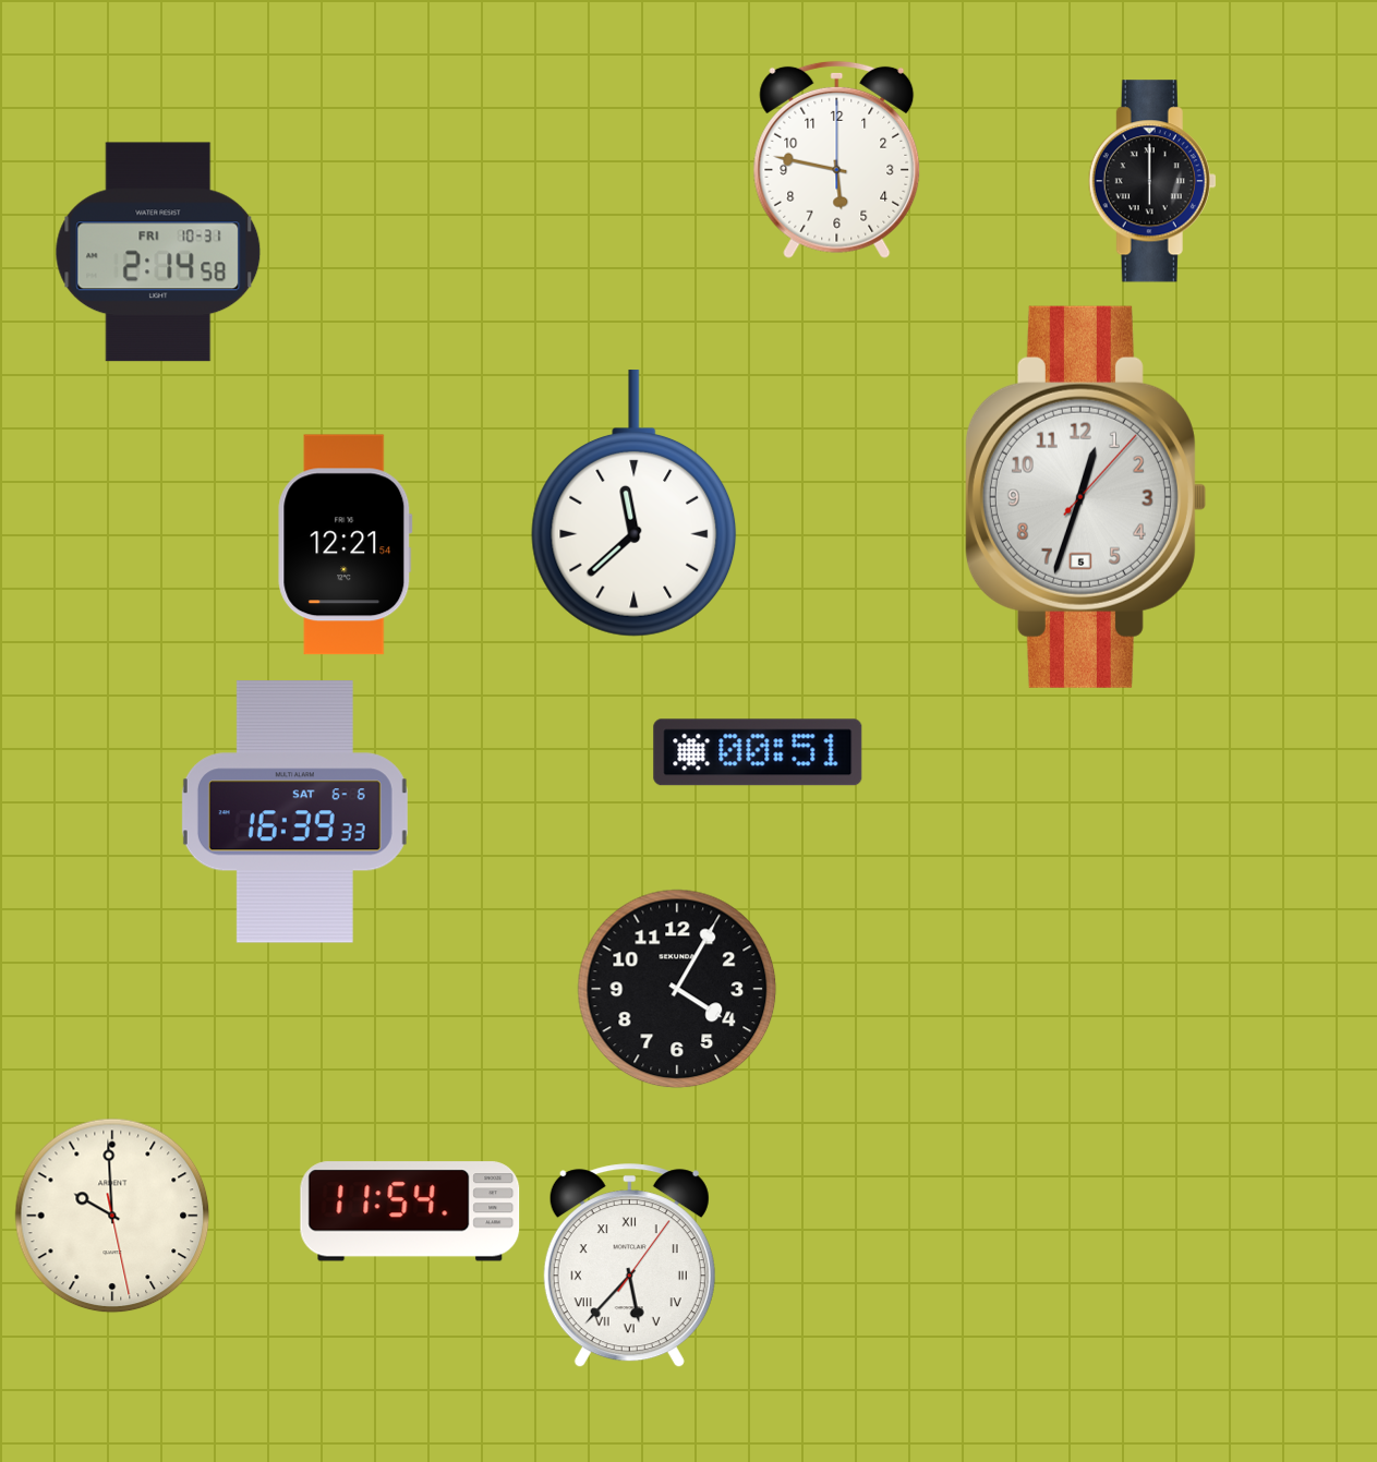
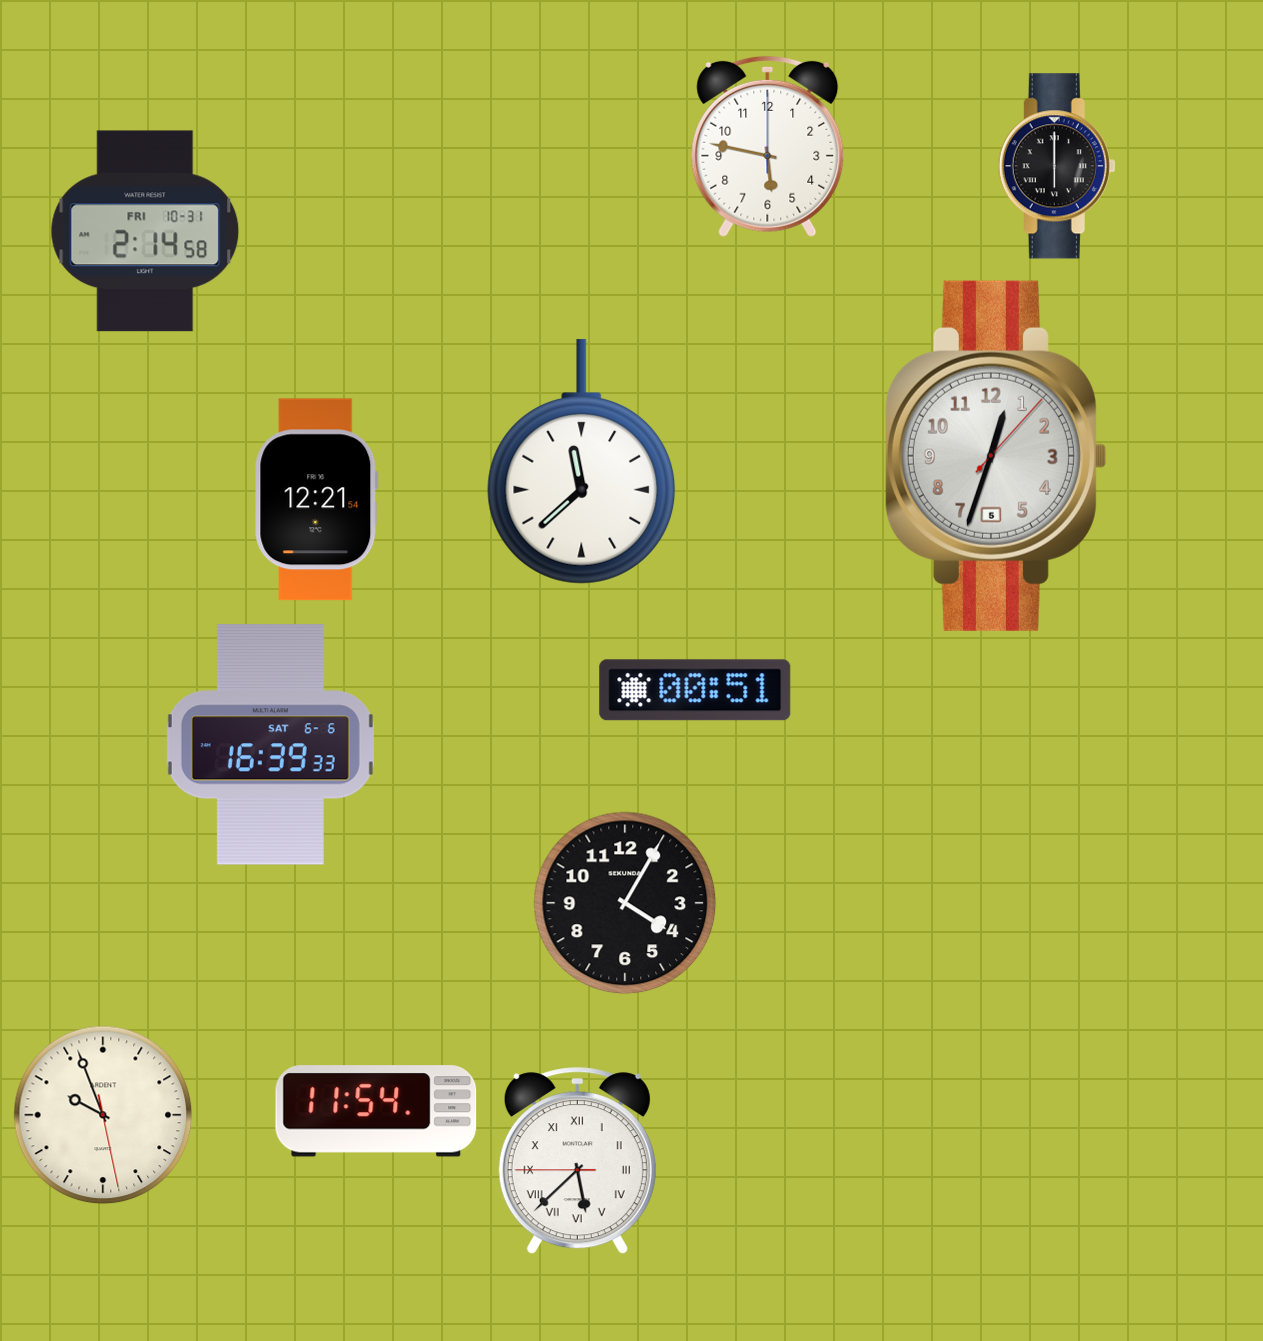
clock at (677, 989) position: (677, 989) -> (625, 903)
clock at (112, 1216): 9:59 -> 9:56
clock at (629, 1266): 5:37:06 -> 5:37:45
